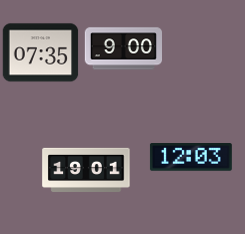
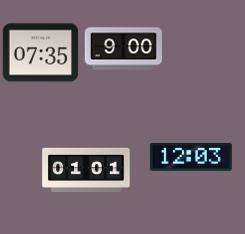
clock at (86, 170): 19:01 -> 01:01
